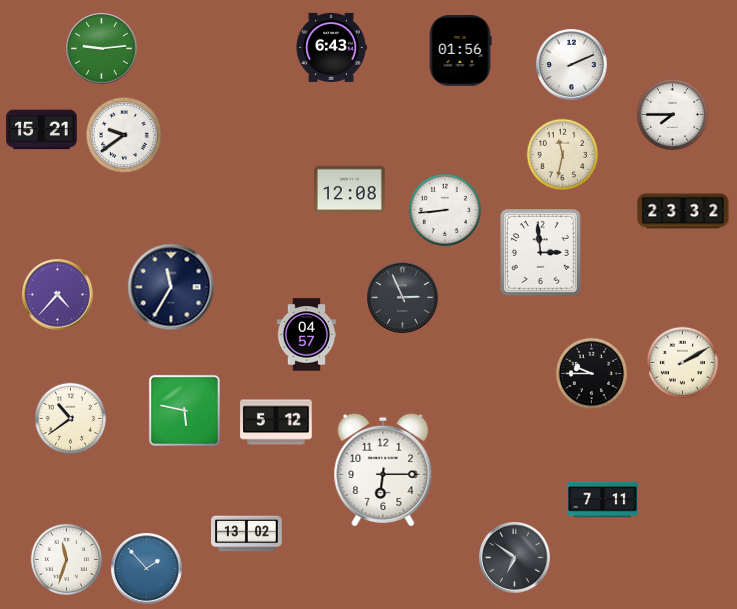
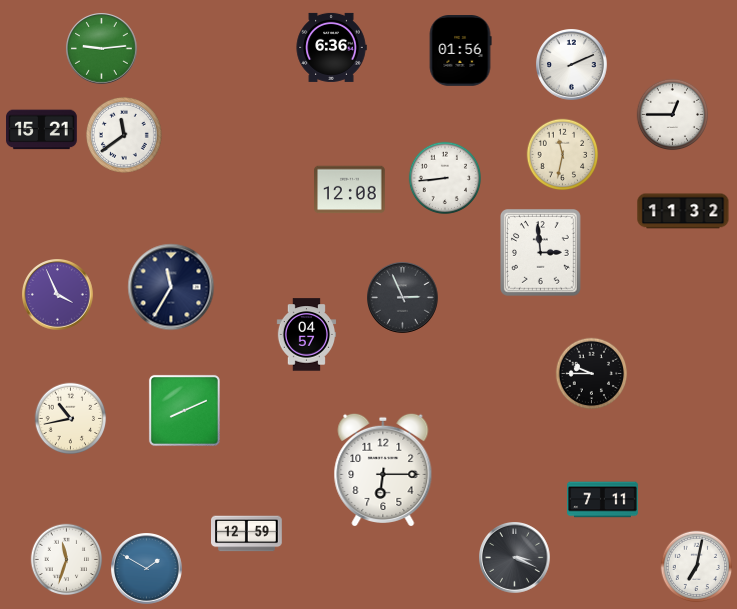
clock at (331, 47): 6:43 -> 6:36
clock at (673, 115): 7:45 -> 12:45
clock at (124, 135): 9:39 -> 11:39
clock at (444, 209) position: (444, 209) -> (444, 177)
clock at (683, 211): 23:32 -> 11:32
clock at (58, 295): 4:37 -> 3:56
clock at (683, 363): 2:10 -> none
clock at (184, 410): 5:47 -> 8:11
clock at (71, 419): 10:39 -> 10:43
clock at (276, 422): 5:12 -> none
clock at (247, 534): 13:02 -> 12:59
clock at (515, 558): 6:51 -> 3:19
clock at (697, 567): none -> 7:02
clock at (147, 569): 1:53 -> 1:50
